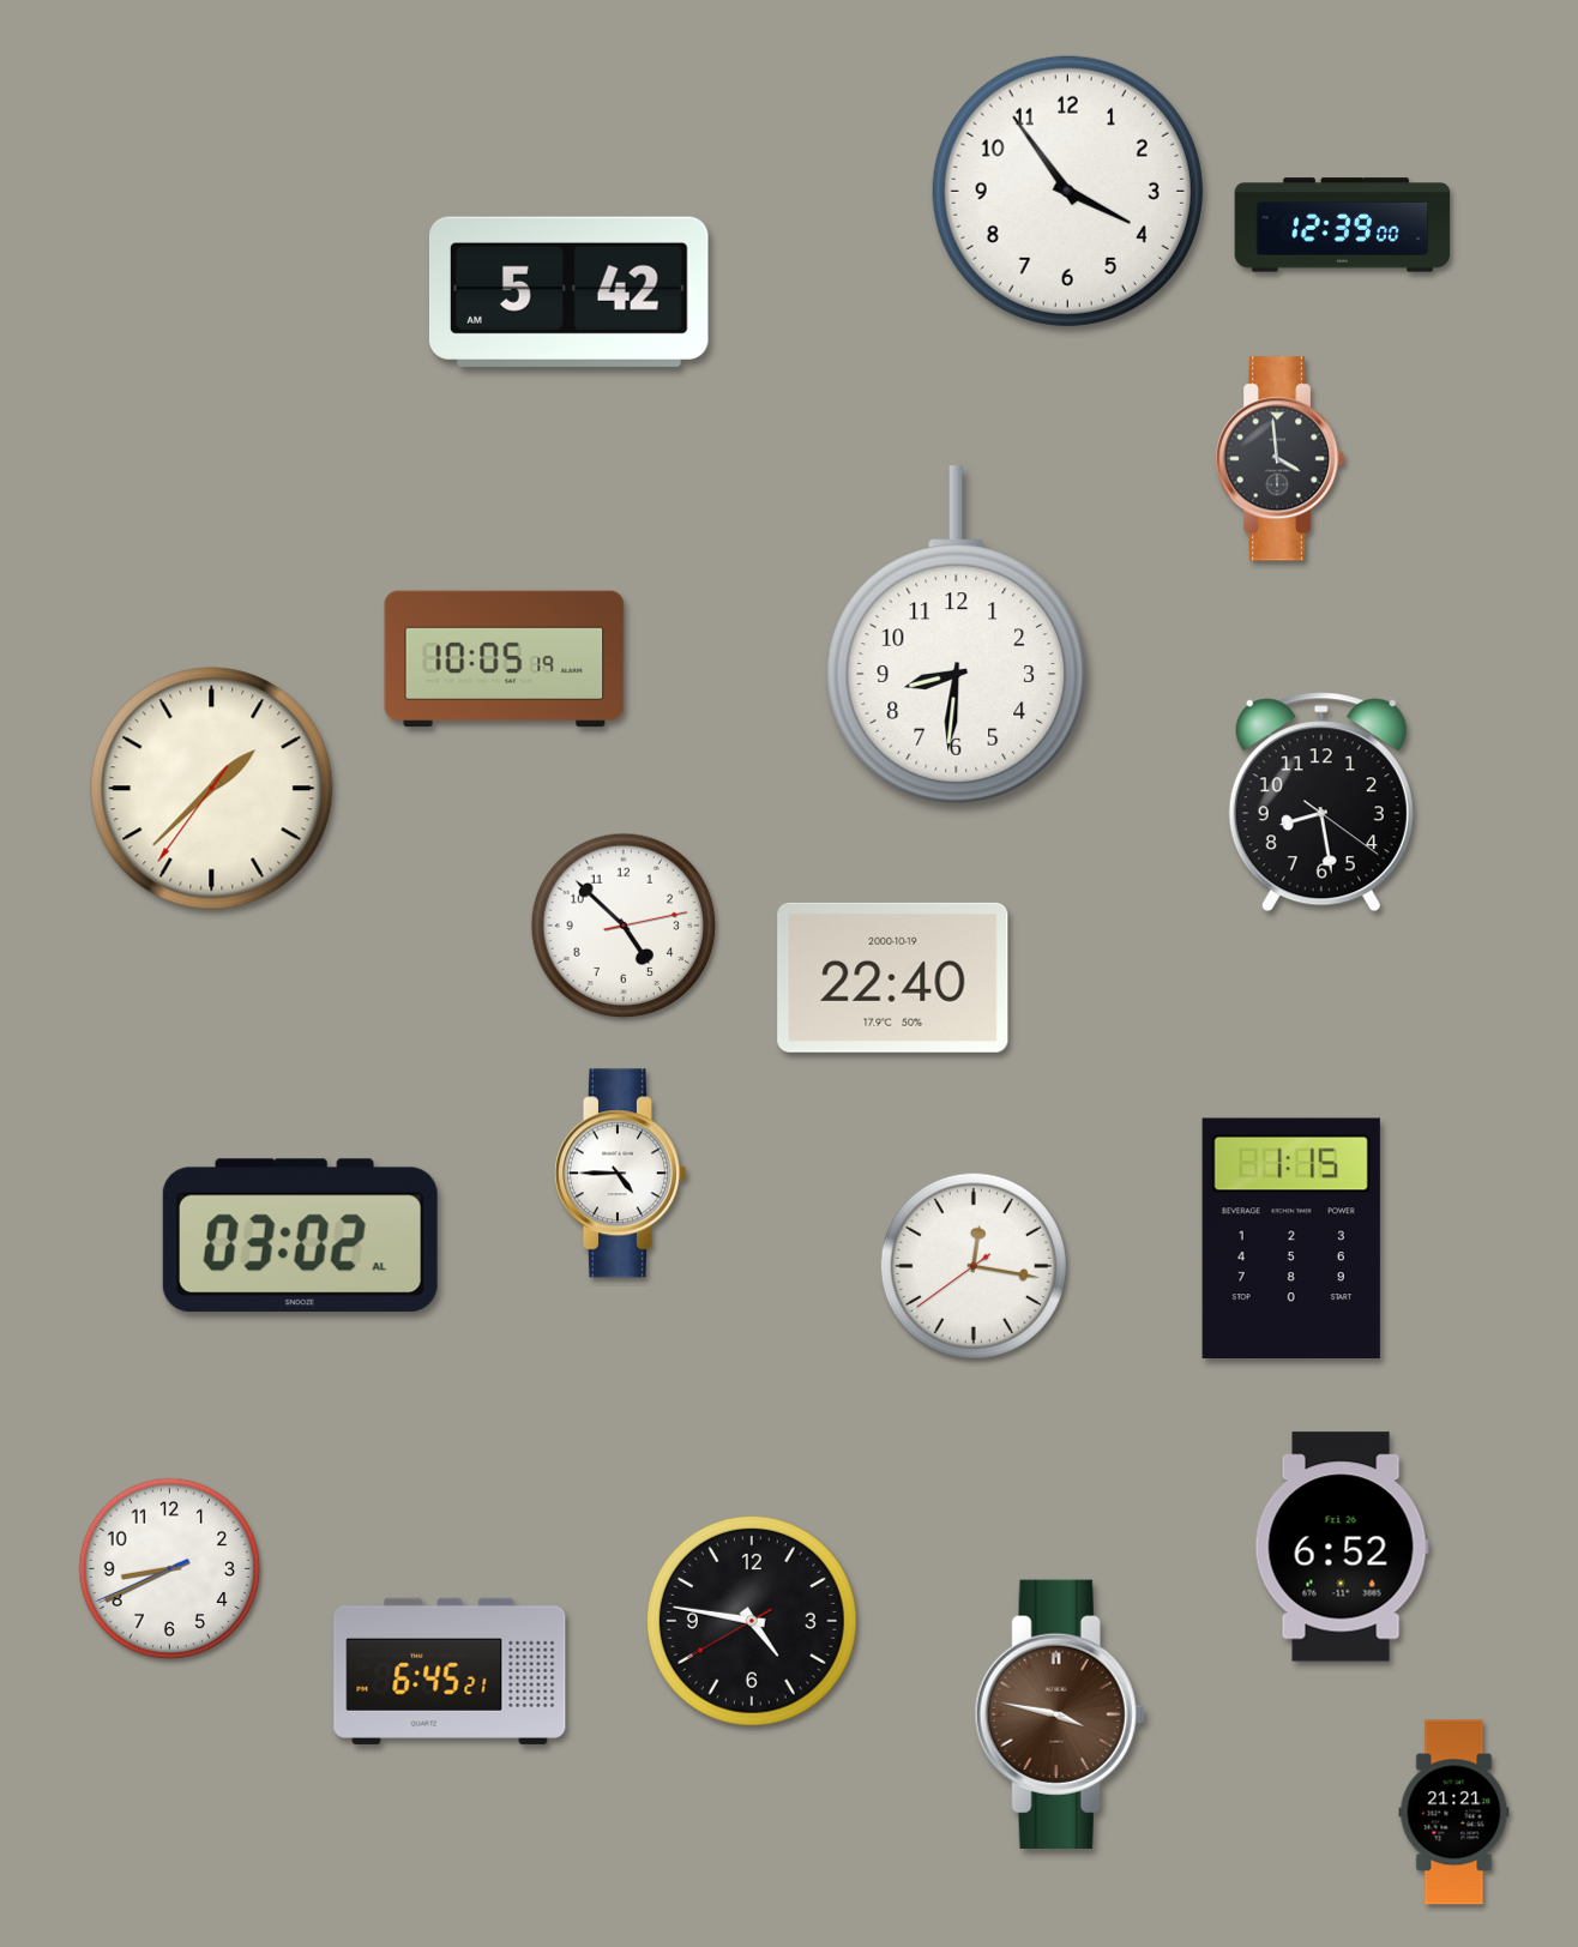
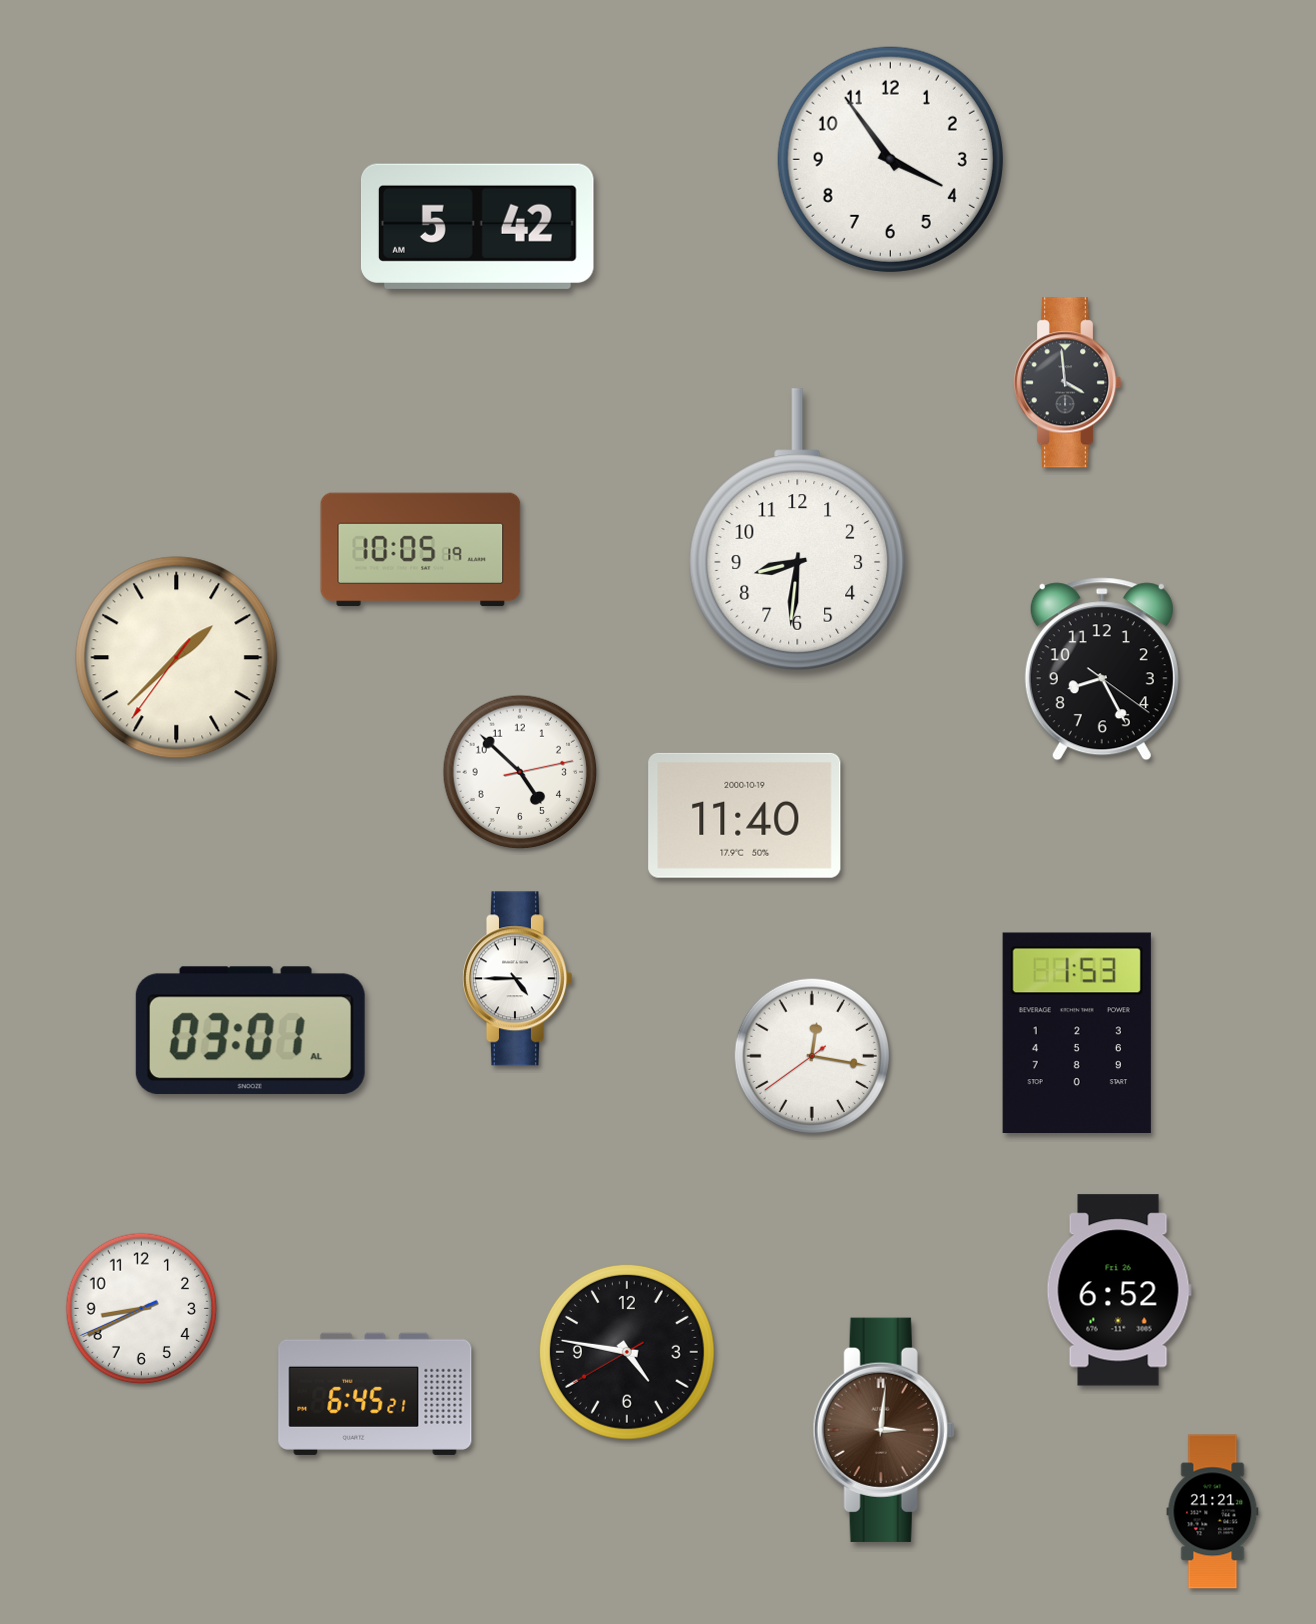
clock at (1343, 225): 12:39 -> none
clock at (568, 291) position: (568, 291) -> (477, 226)
clock at (1321, 802): 8:28 -> 8:25
clock at (893, 977): 22:40 -> 11:40
clock at (300, 1236): 03:02 -> 03:01
clock at (1291, 1237): 1:15 -> 1:53
clock at (1060, 1714): 3:47 -> 3:01
